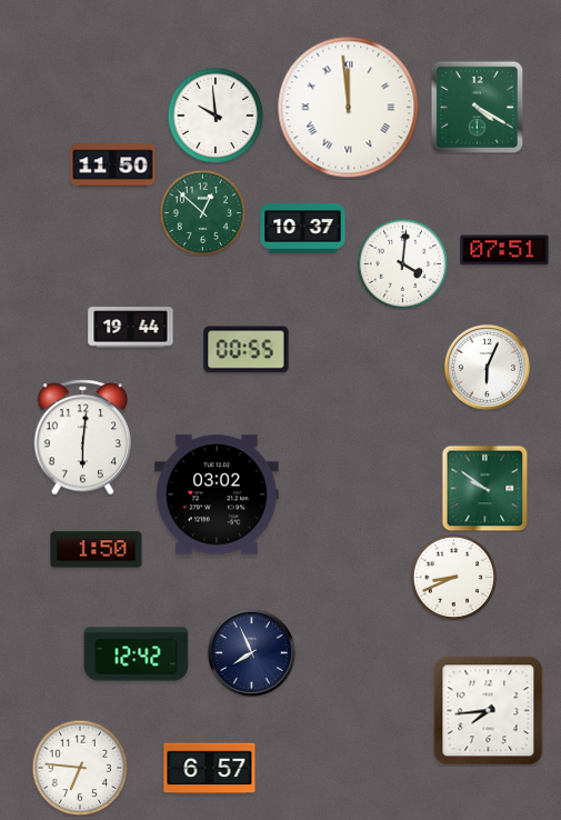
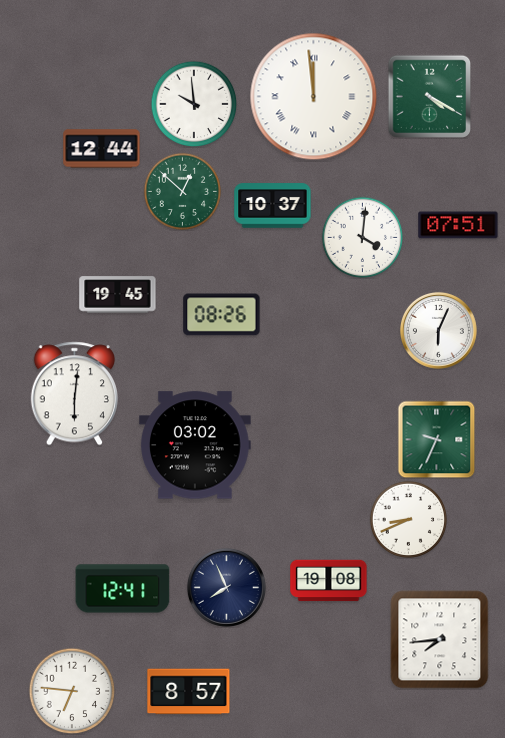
clock at (113, 166): 11:50 -> 12:44
clock at (504, 250) position: (504, 250) -> (458, 225)
clock at (131, 328): 19:44 -> 19:45
clock at (247, 350): 00:55 -> 08:26
clock at (484, 488): 9:51 -> 9:34
clock at (97, 550): 1:50 -> none
clock at (329, 581): none -> 19:08
clock at (137, 654): 12:42 -> 12:41
clock at (210, 769): 6:57 -> 8:57
